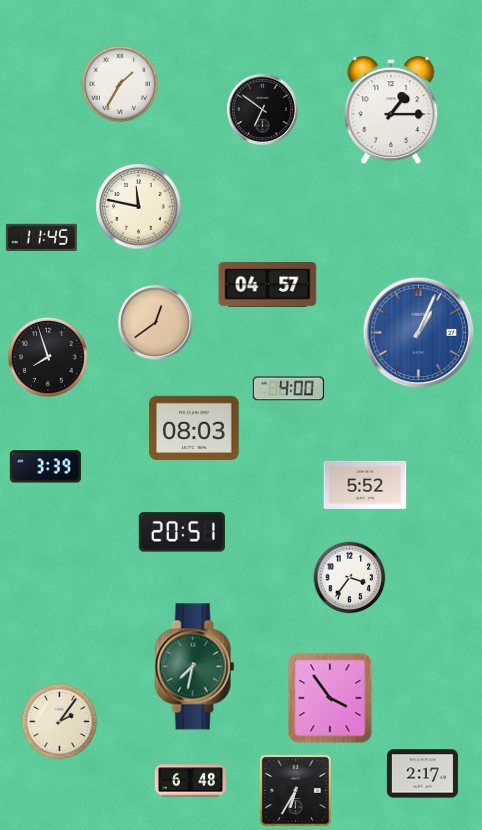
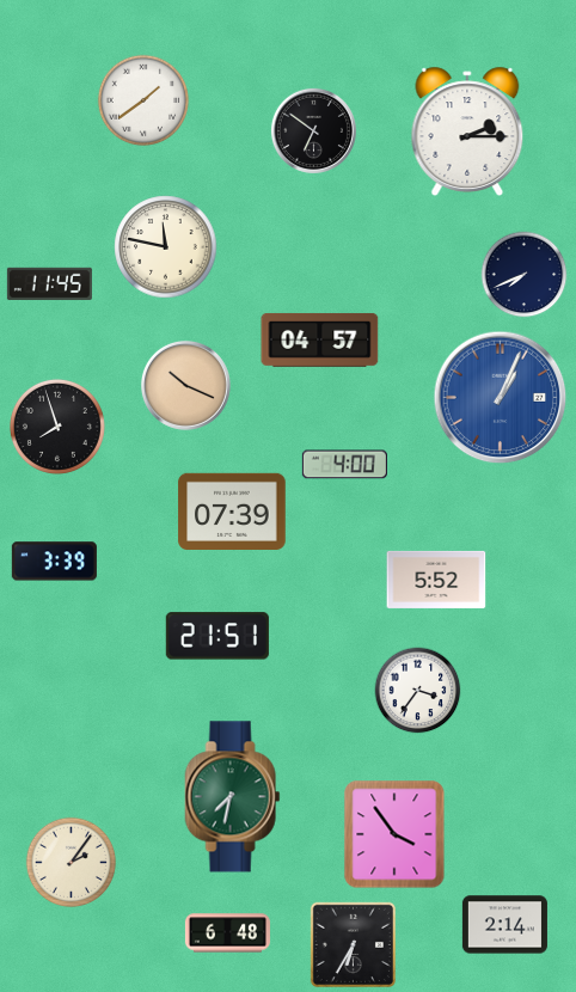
clock at (119, 83): 1:35 -> 1:39
clock at (391, 110): 1:15 -> 2:15
clock at (525, 275): none -> 7:41
clock at (155, 322): 12:39 -> 10:19
clock at (194, 427): 08:03 -> 07:39
clock at (45, 467) position: (45, 467) -> (54, 562)
clock at (182, 532): 20:51 -> 21:51
clock at (422, 774): 2:17 -> 2:14
